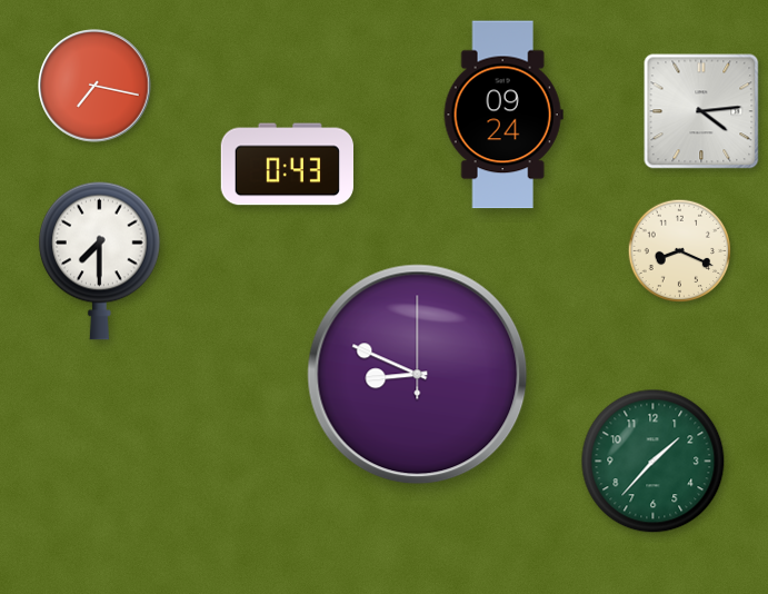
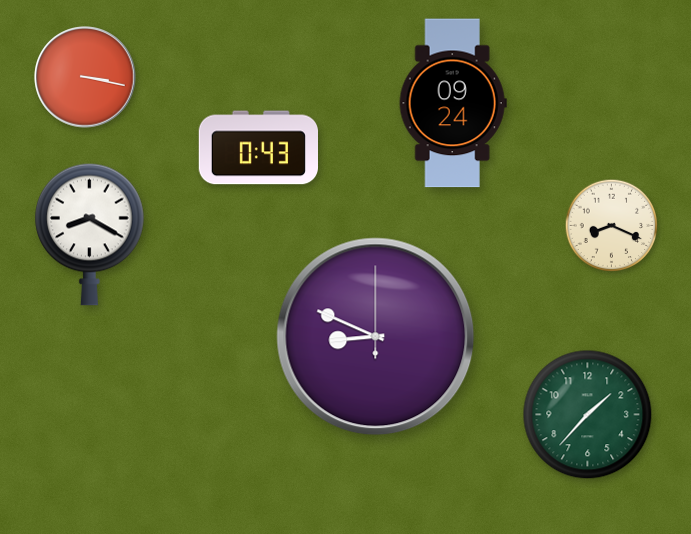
clock at (94, 86): 7:17 -> 3:17
clock at (701, 111): 4:14 -> none
clock at (100, 260): 7:30 -> 8:20
